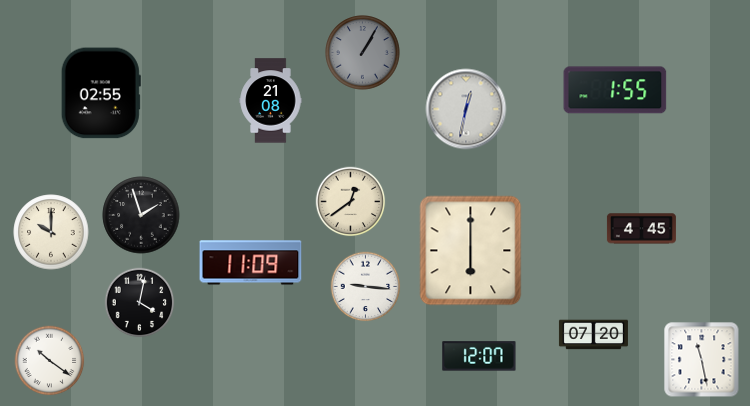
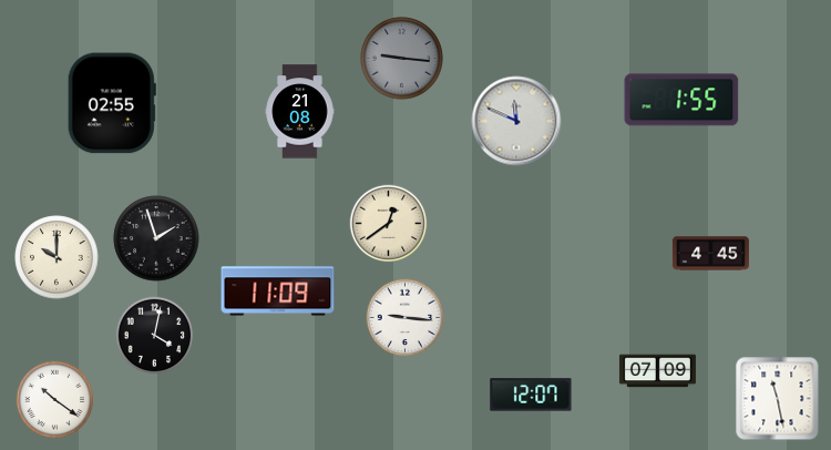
clock at (363, 53): 1:05 -> 9:16
clock at (466, 109): 12:32 -> 11:49
clock at (471, 251): 6:00 -> none
clock at (593, 335): 07:20 -> 07:09
